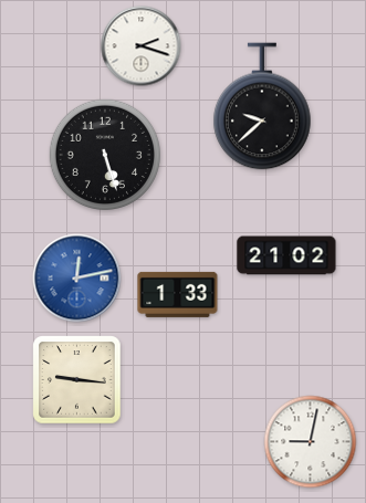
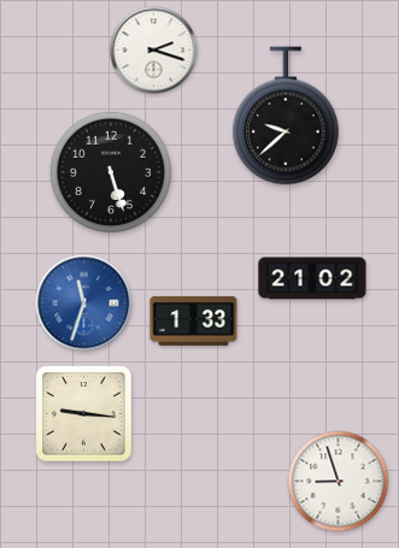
clock at (104, 154) position: (104, 154) -> (110, 171)
clock at (77, 279): 12:13 -> 11:33
clock at (311, 442): 9:02 -> 8:57
